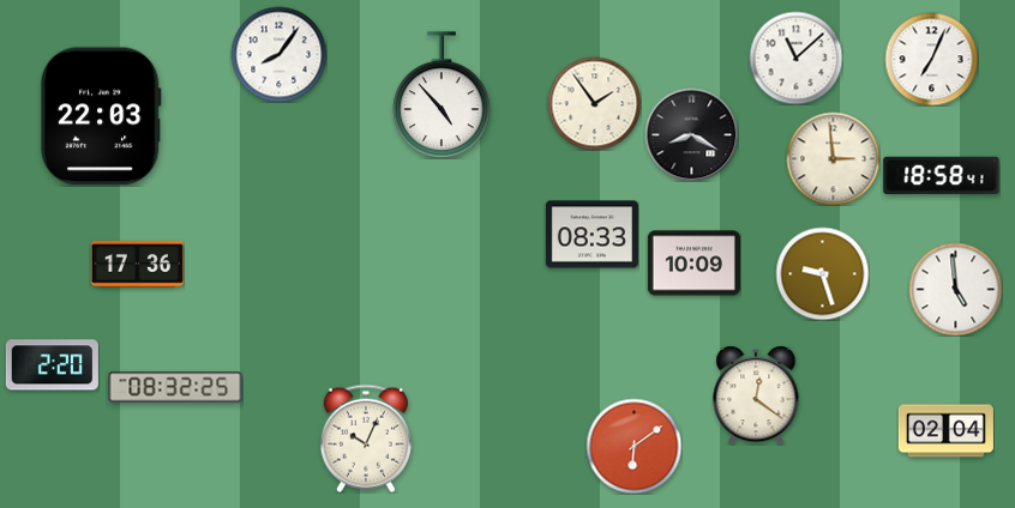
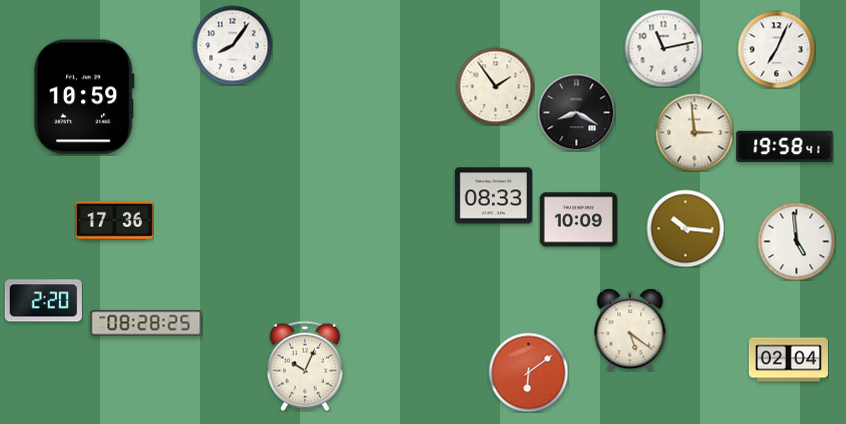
clock at (795, 58): 11:08 -> 11:13
clock at (442, 95): 4:53 -> none
clock at (101, 116): 22:03 -> 10:59
clock at (942, 175): 18:58 -> 19:58
clock at (822, 273): 9:27 -> 10:16
clock at (52, 365) position: (52, 365) -> (43, 301)
clock at (175, 387): 08:32 -> 08:28
clock at (756, 395): 12:21 -> 5:21
